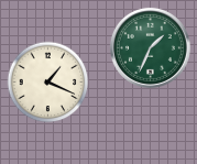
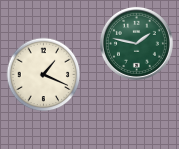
clock at (150, 47): 1:34 -> 1:47
